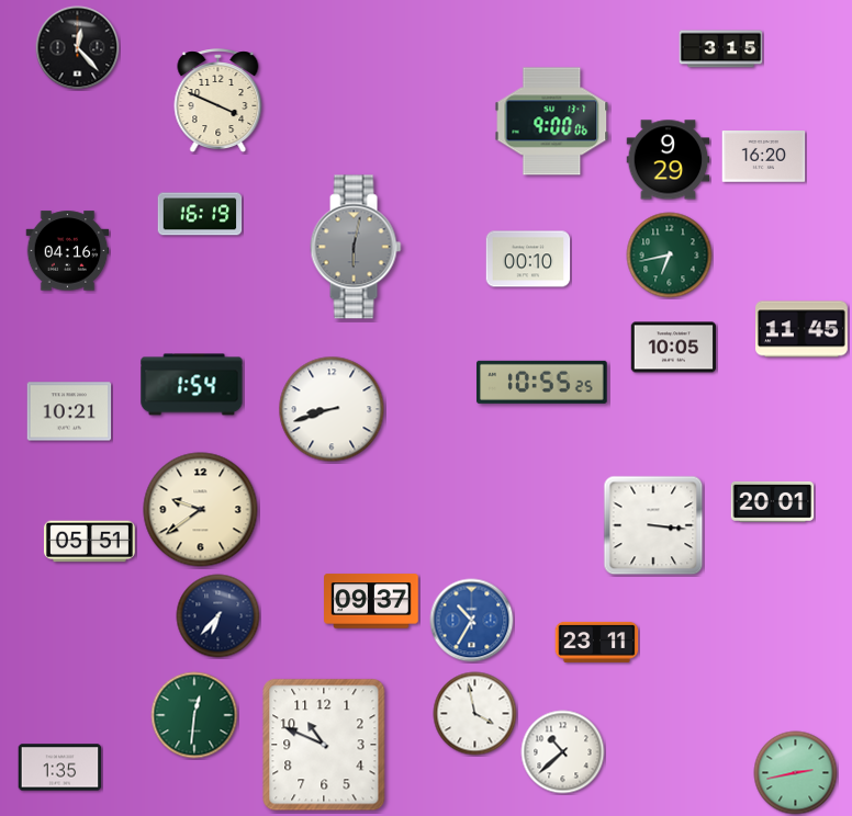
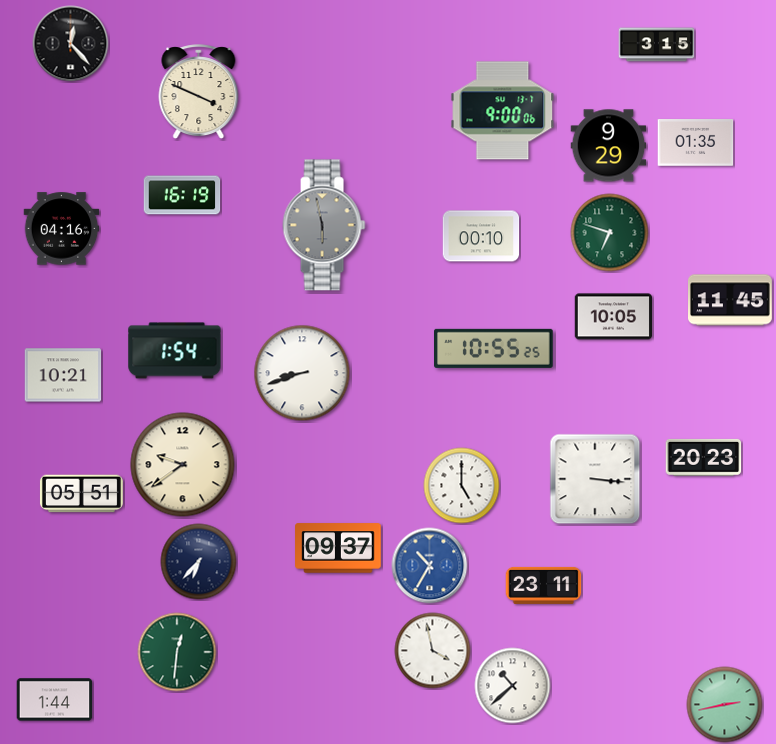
clock at (764, 157): 16:20 -> 01:35
clock at (356, 247): 6:02 -> 5:58
clock at (670, 256): 6:43 -> 6:48
clock at (773, 501): 20:01 -> 20:23
clock at (462, 486): none -> 5:00
clock at (324, 745): 10:49 -> none
clock at (60, 768): 1:35 -> 1:44
